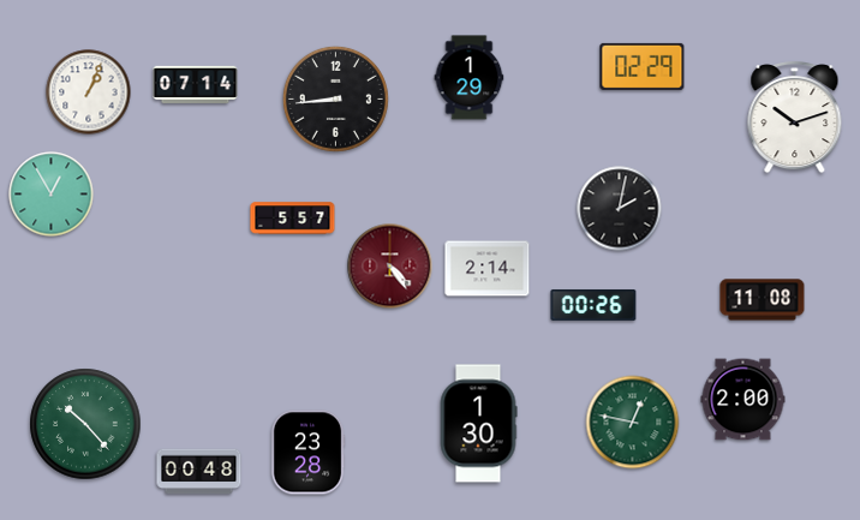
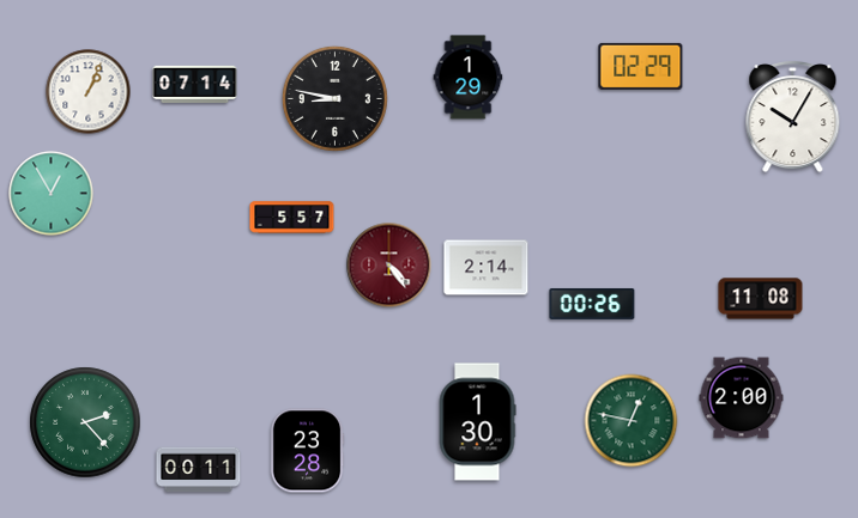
clock at (335, 98): 8:44 -> 8:47
clock at (795, 118): 10:12 -> 10:05
clock at (620, 209): 2:02 -> none
clock at (85, 424): 10:23 -> 2:23
clock at (199, 472): 00:48 -> 00:11
